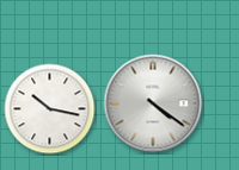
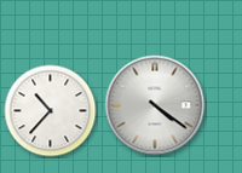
clock at (50, 109): 10:17 -> 10:37
